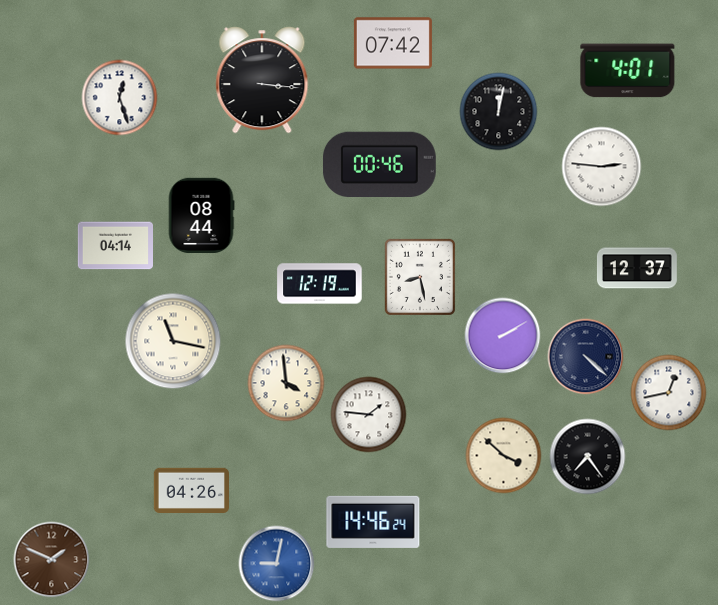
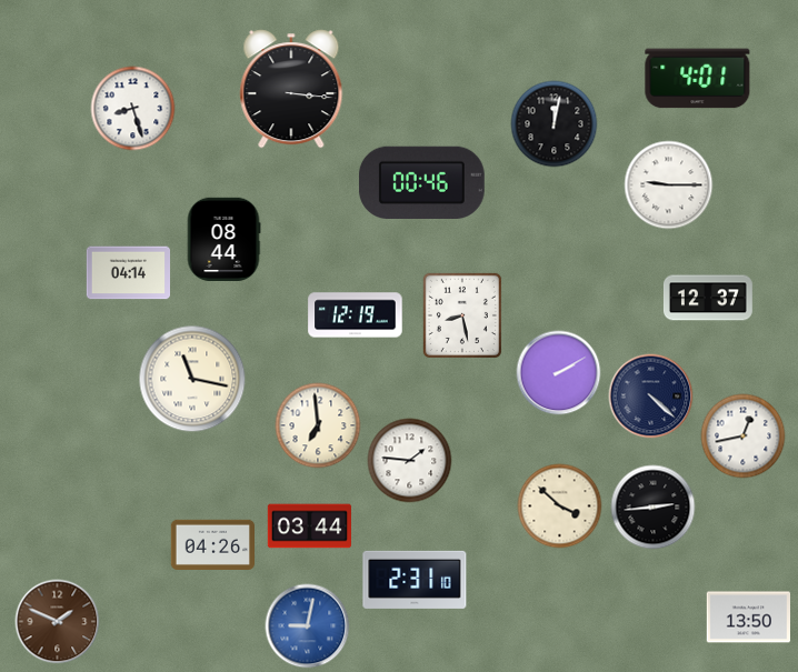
clock at (393, 43): 07:42 -> none
clock at (120, 98): 12:27 -> 8:27
clock at (602, 167): 2:46 -> 9:15
clock at (420, 277) position: (420, 277) -> (462, 315)
clock at (286, 383): 3:59 -> 6:59
clock at (588, 457): 7:24 -> 2:44
clock at (310, 526): none -> 03:44
clock at (373, 522): 14:46 -> 2:31
clock at (748, 618): none -> 13:50
